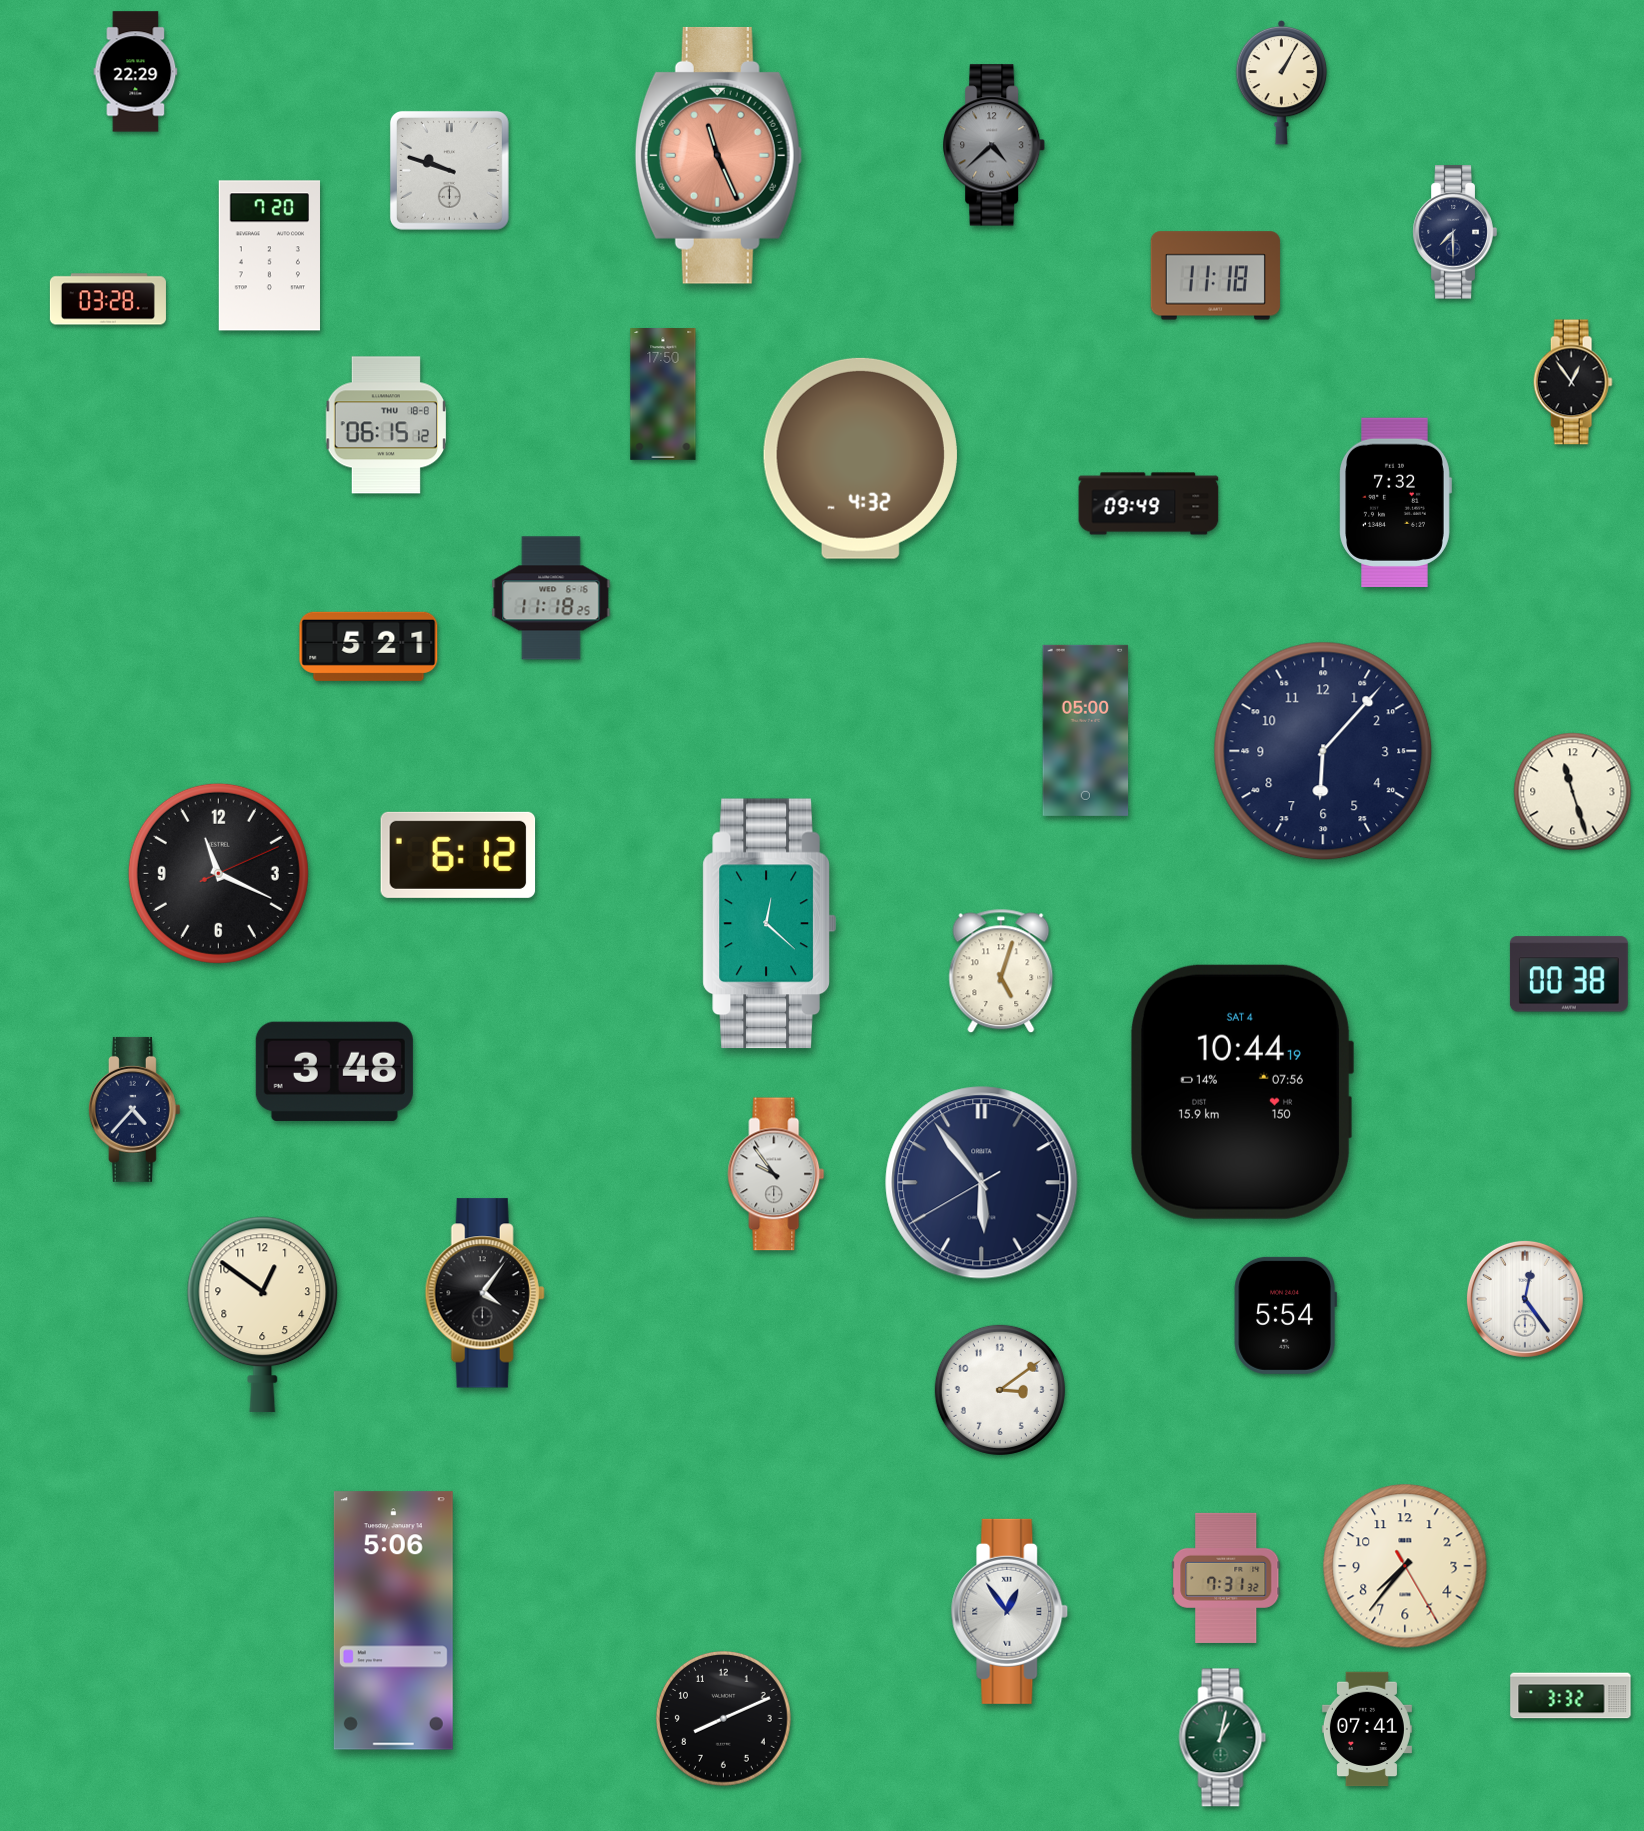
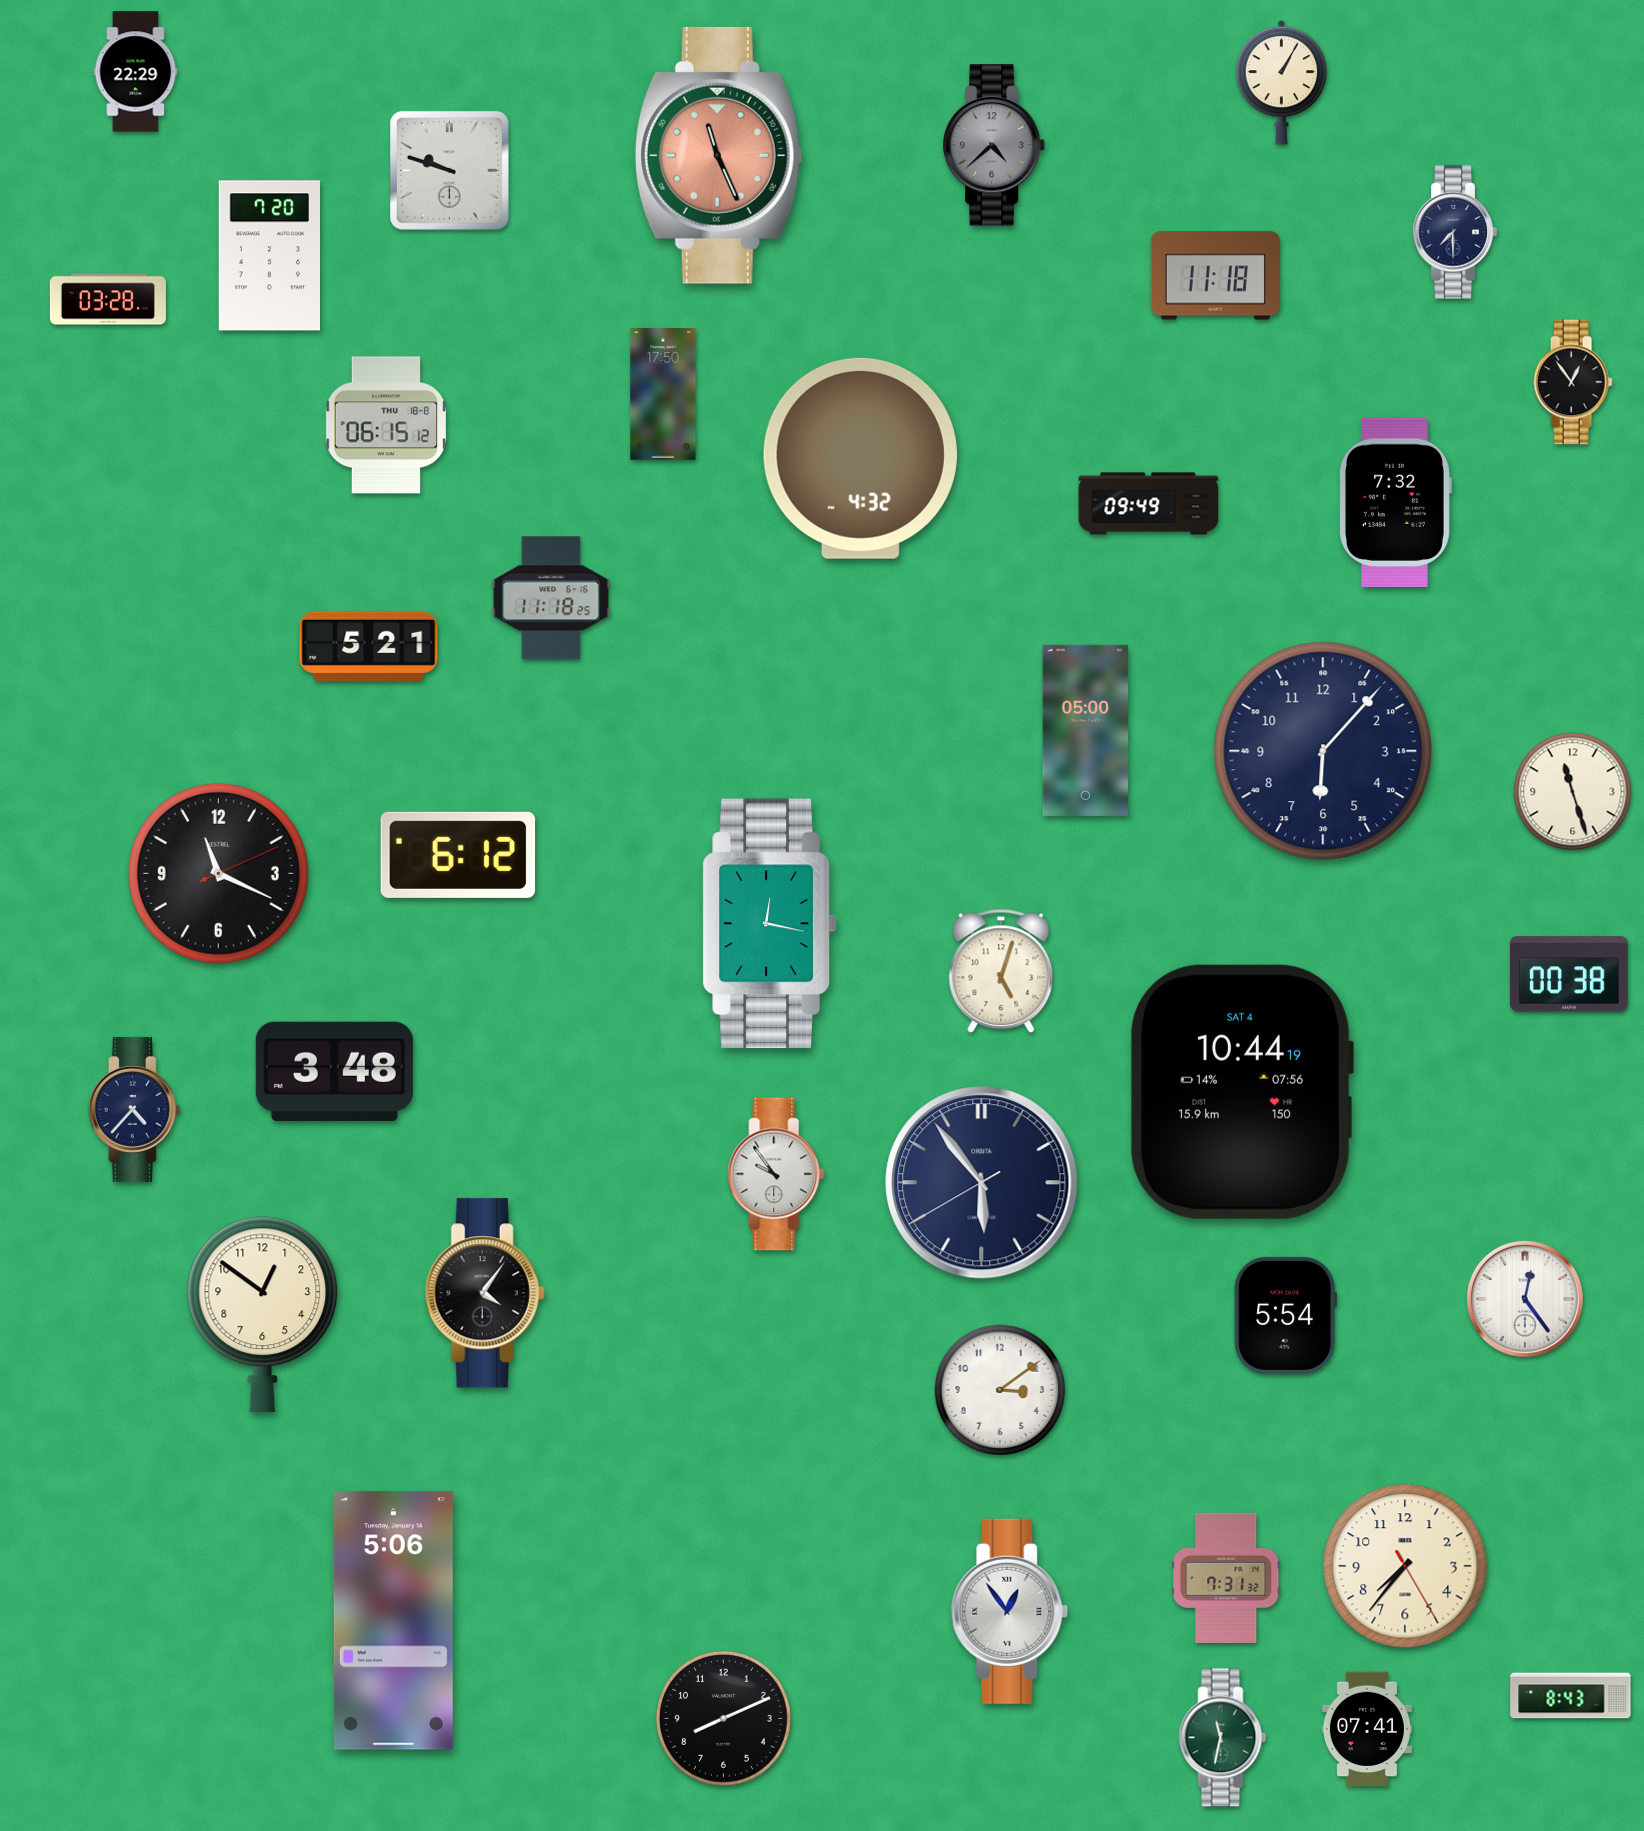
clock at (769, 924): 12:22 -> 12:17
clock at (1571, 1696): 3:32 -> 8:43
clock at (1223, 1738): 1:02 -> 11:32
